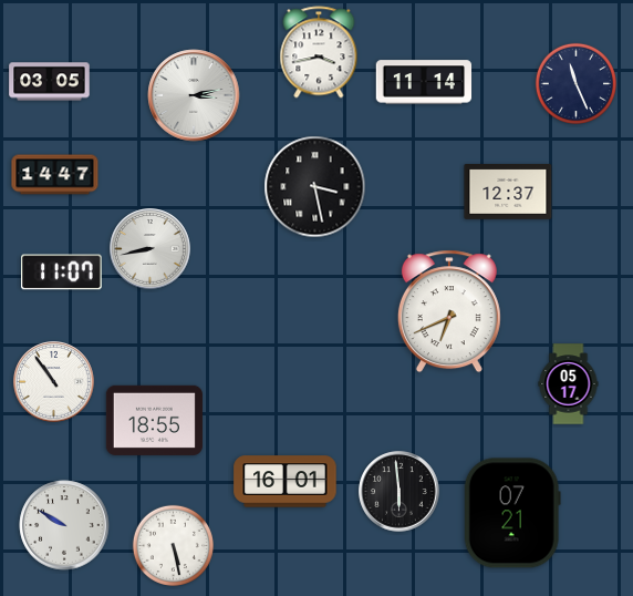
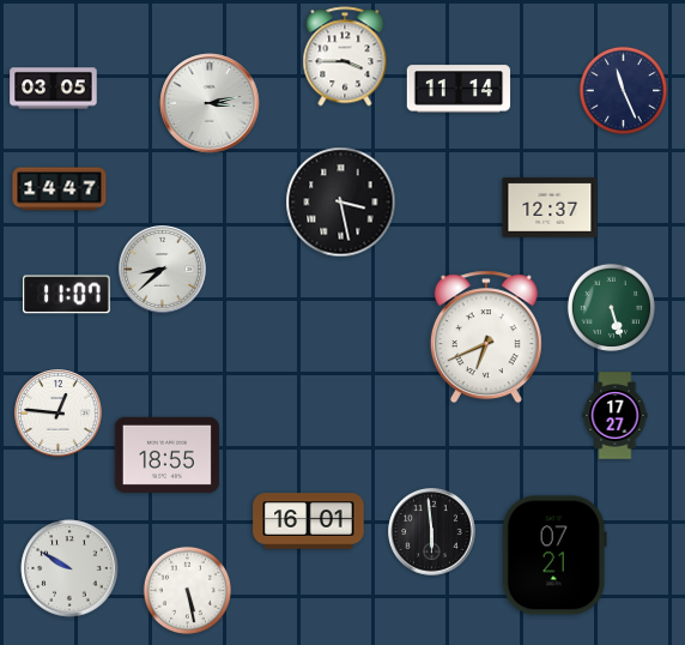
clock at (319, 52): 3:43 -> 3:45
clock at (151, 249): 8:43 -> 8:38
clock at (611, 307): none -> 5:27
clock at (54, 382): 10:54 -> 12:46
clock at (569, 384): 05:17 -> 17:27
